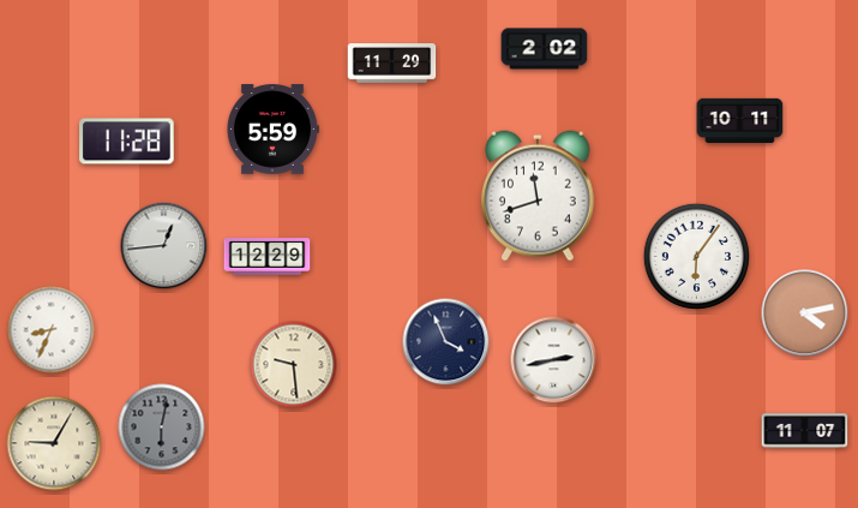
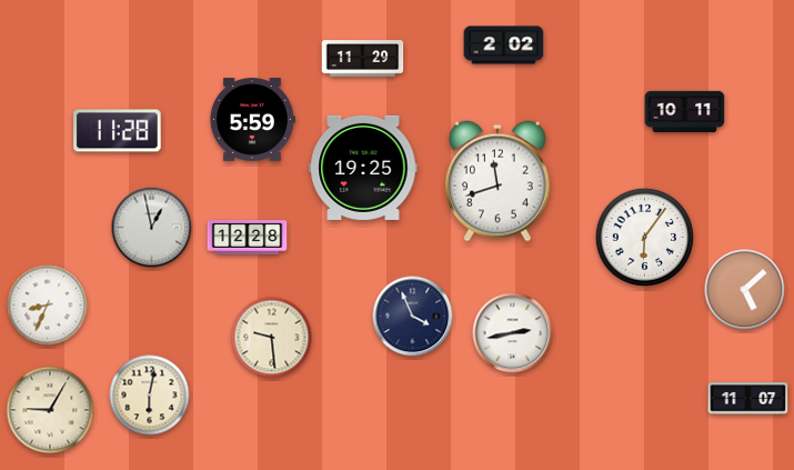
clock at (363, 168): none -> 19:25
clock at (164, 246): 12:44 -> 12:58
clock at (268, 257): 12:29 -> 12:28
clock at (805, 313): 4:13 -> 5:08
clock at (162, 428) dial: grey -> cream
clock at (805, 431) position: (805, 431) -> (748, 399)
